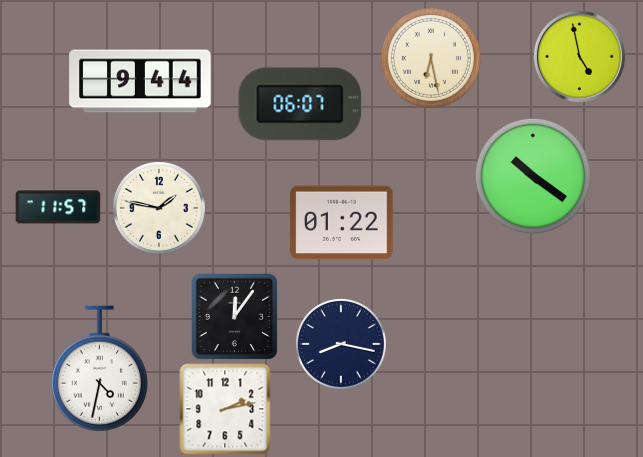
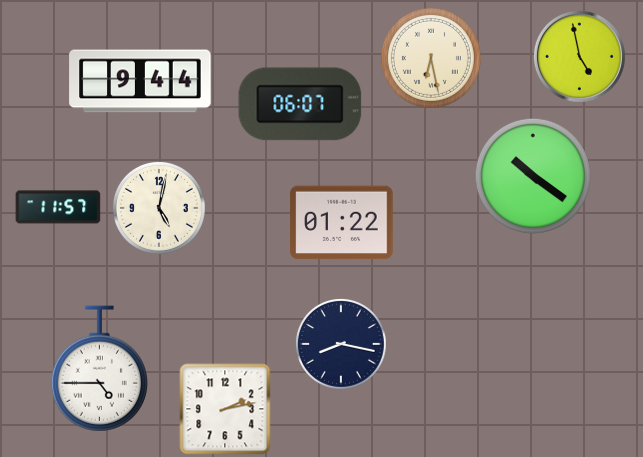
clock at (159, 208): 1:47 -> 5:02
clock at (234, 316): 12:06 -> none
clock at (99, 369): 4:32 -> 4:45
